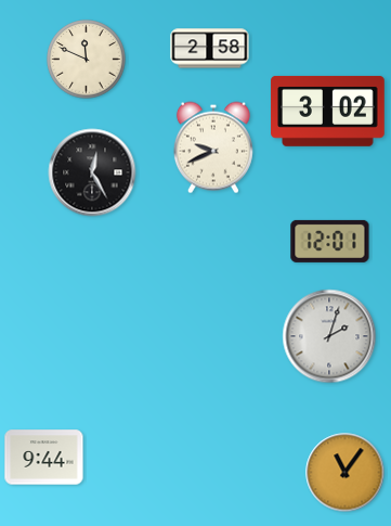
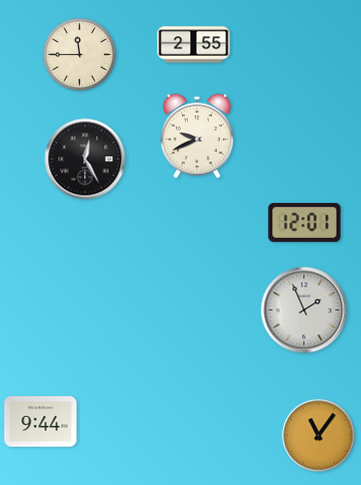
clock at (210, 49): 2:58 -> 2:55
clock at (87, 60): 11:49 -> 11:45
clock at (328, 111): 3:02 -> none
clock at (329, 336): 2:03 -> 1:56
